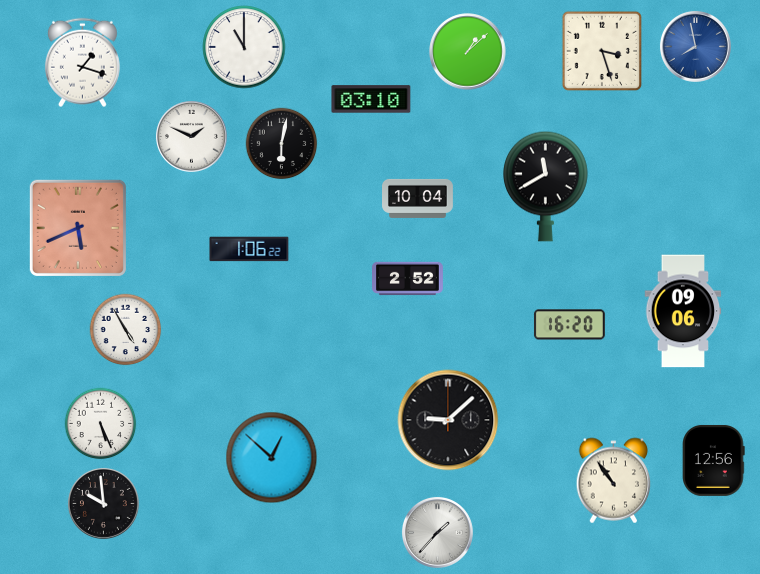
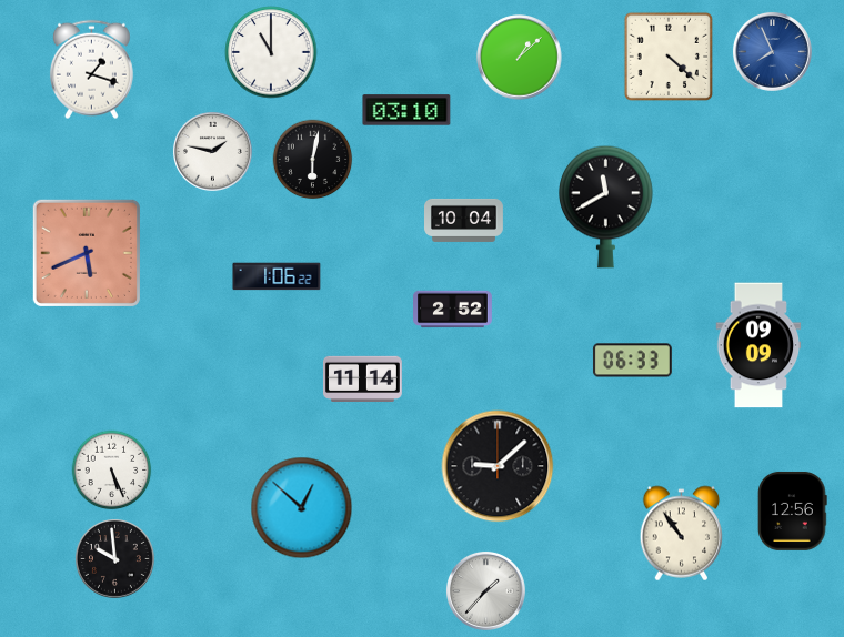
clock at (695, 46): 7:58 -> 7:56
clock at (601, 50): 3:27 -> 4:22
clock at (371, 99) position: (371, 99) -> (406, 110)
clock at (191, 136): 1:49 -> 1:47
clock at (683, 311): 09:06 -> 09:09
clock at (569, 325): 16:20 -> 06:33
clock at (126, 330): 4:55 -> none
clock at (362, 378): none -> 11:14
